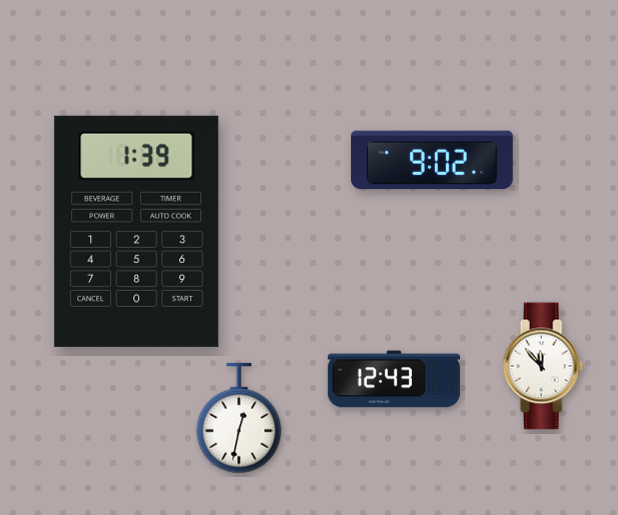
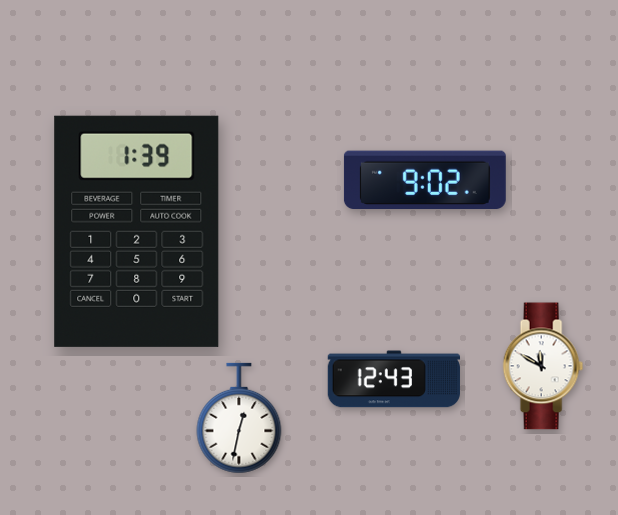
clock at (432, 160) position: (432, 160) -> (425, 180)
clock at (543, 366): 11:53 -> 11:50
